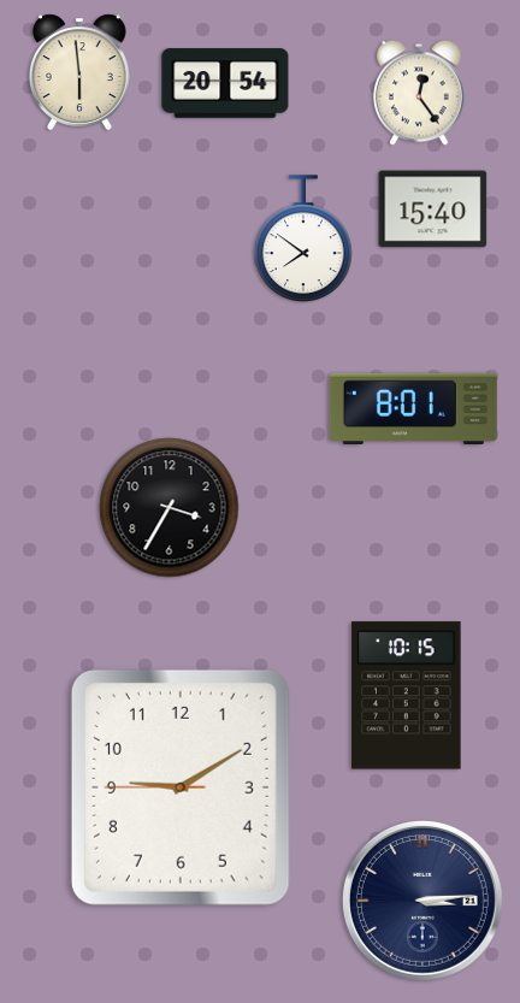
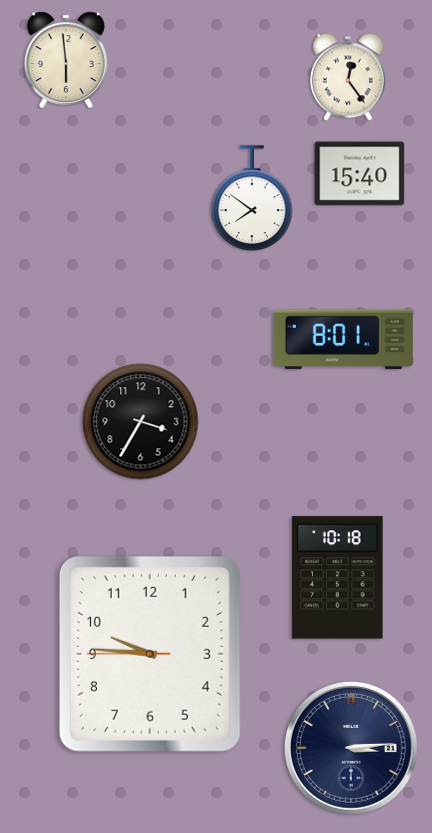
clock at (225, 83): 20:54 -> none
clock at (407, 696): 10:15 -> 10:18
clock at (181, 787): 9:09 -> 9:45
